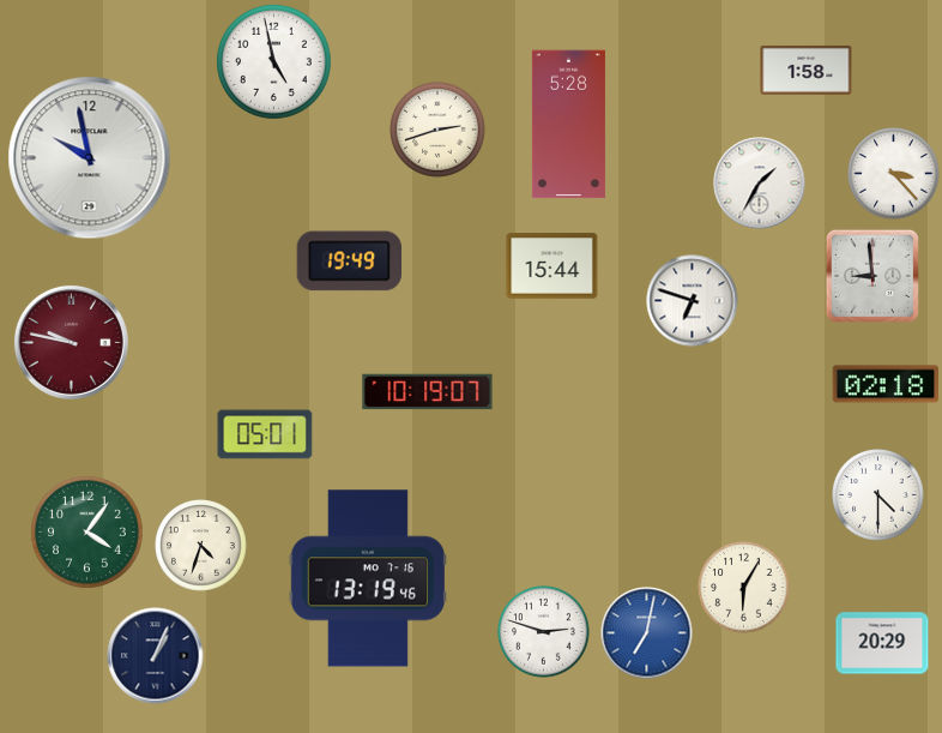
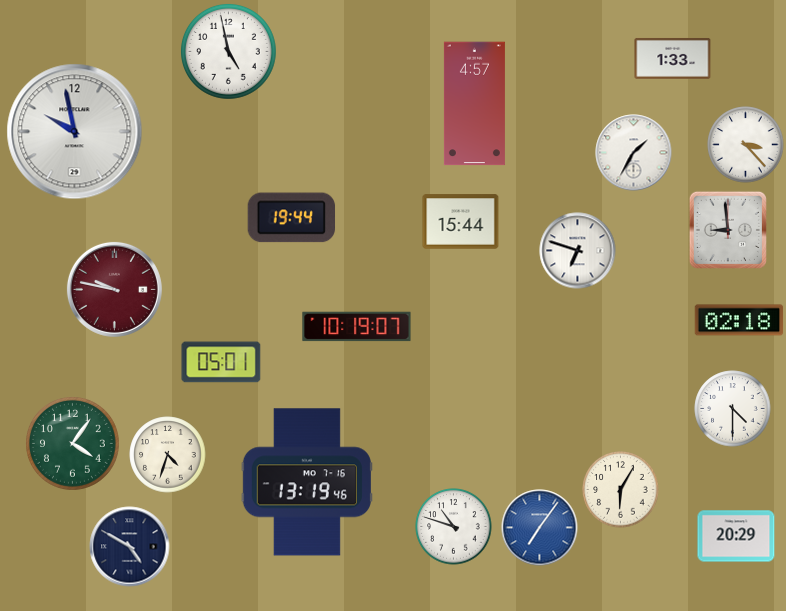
clock at (807, 70): 1:58 -> 1:33
clock at (568, 125): 5:28 -> 4:57
clock at (437, 130): 2:42 -> none
clock at (350, 262): 19:49 -> 19:44
clock at (71, 342) position: (71, 342) -> (114, 289)
clock at (878, 495) position: (878, 495) -> (733, 409)
clock at (544, 632): 2:48 -> 10:48
clock at (647, 633): 7:02 -> 7:06
clock at (156, 656): 1:04 -> 4:50
